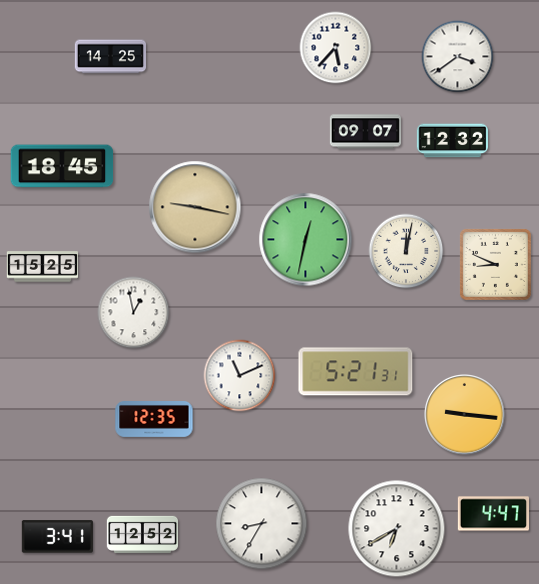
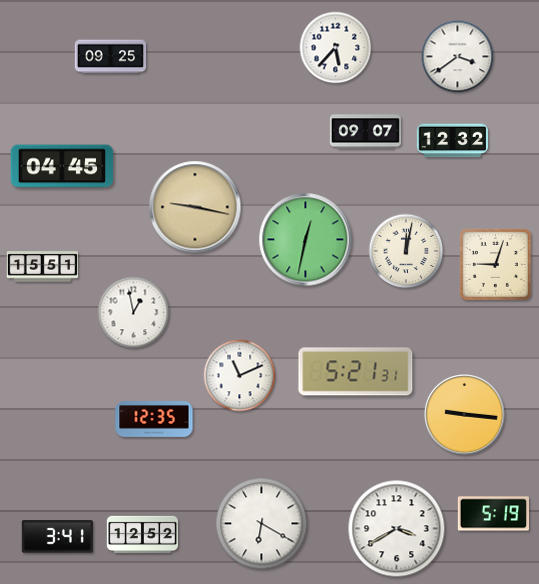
clock at (110, 57): 14:25 -> 09:25
clock at (62, 166): 18:45 -> 04:45
clock at (495, 264): 8:49 -> 9:03
clock at (42, 267): 15:25 -> 15:51
clock at (493, 514): 4:47 -> 5:19
clock at (262, 524): 8:35 -> 6:20
clock at (397, 529): 6:40 -> 3:40
